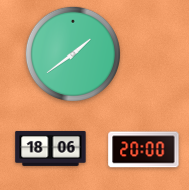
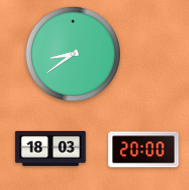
clock at (73, 54): 1:39 -> 8:39
clock at (51, 148): 18:06 -> 18:03
